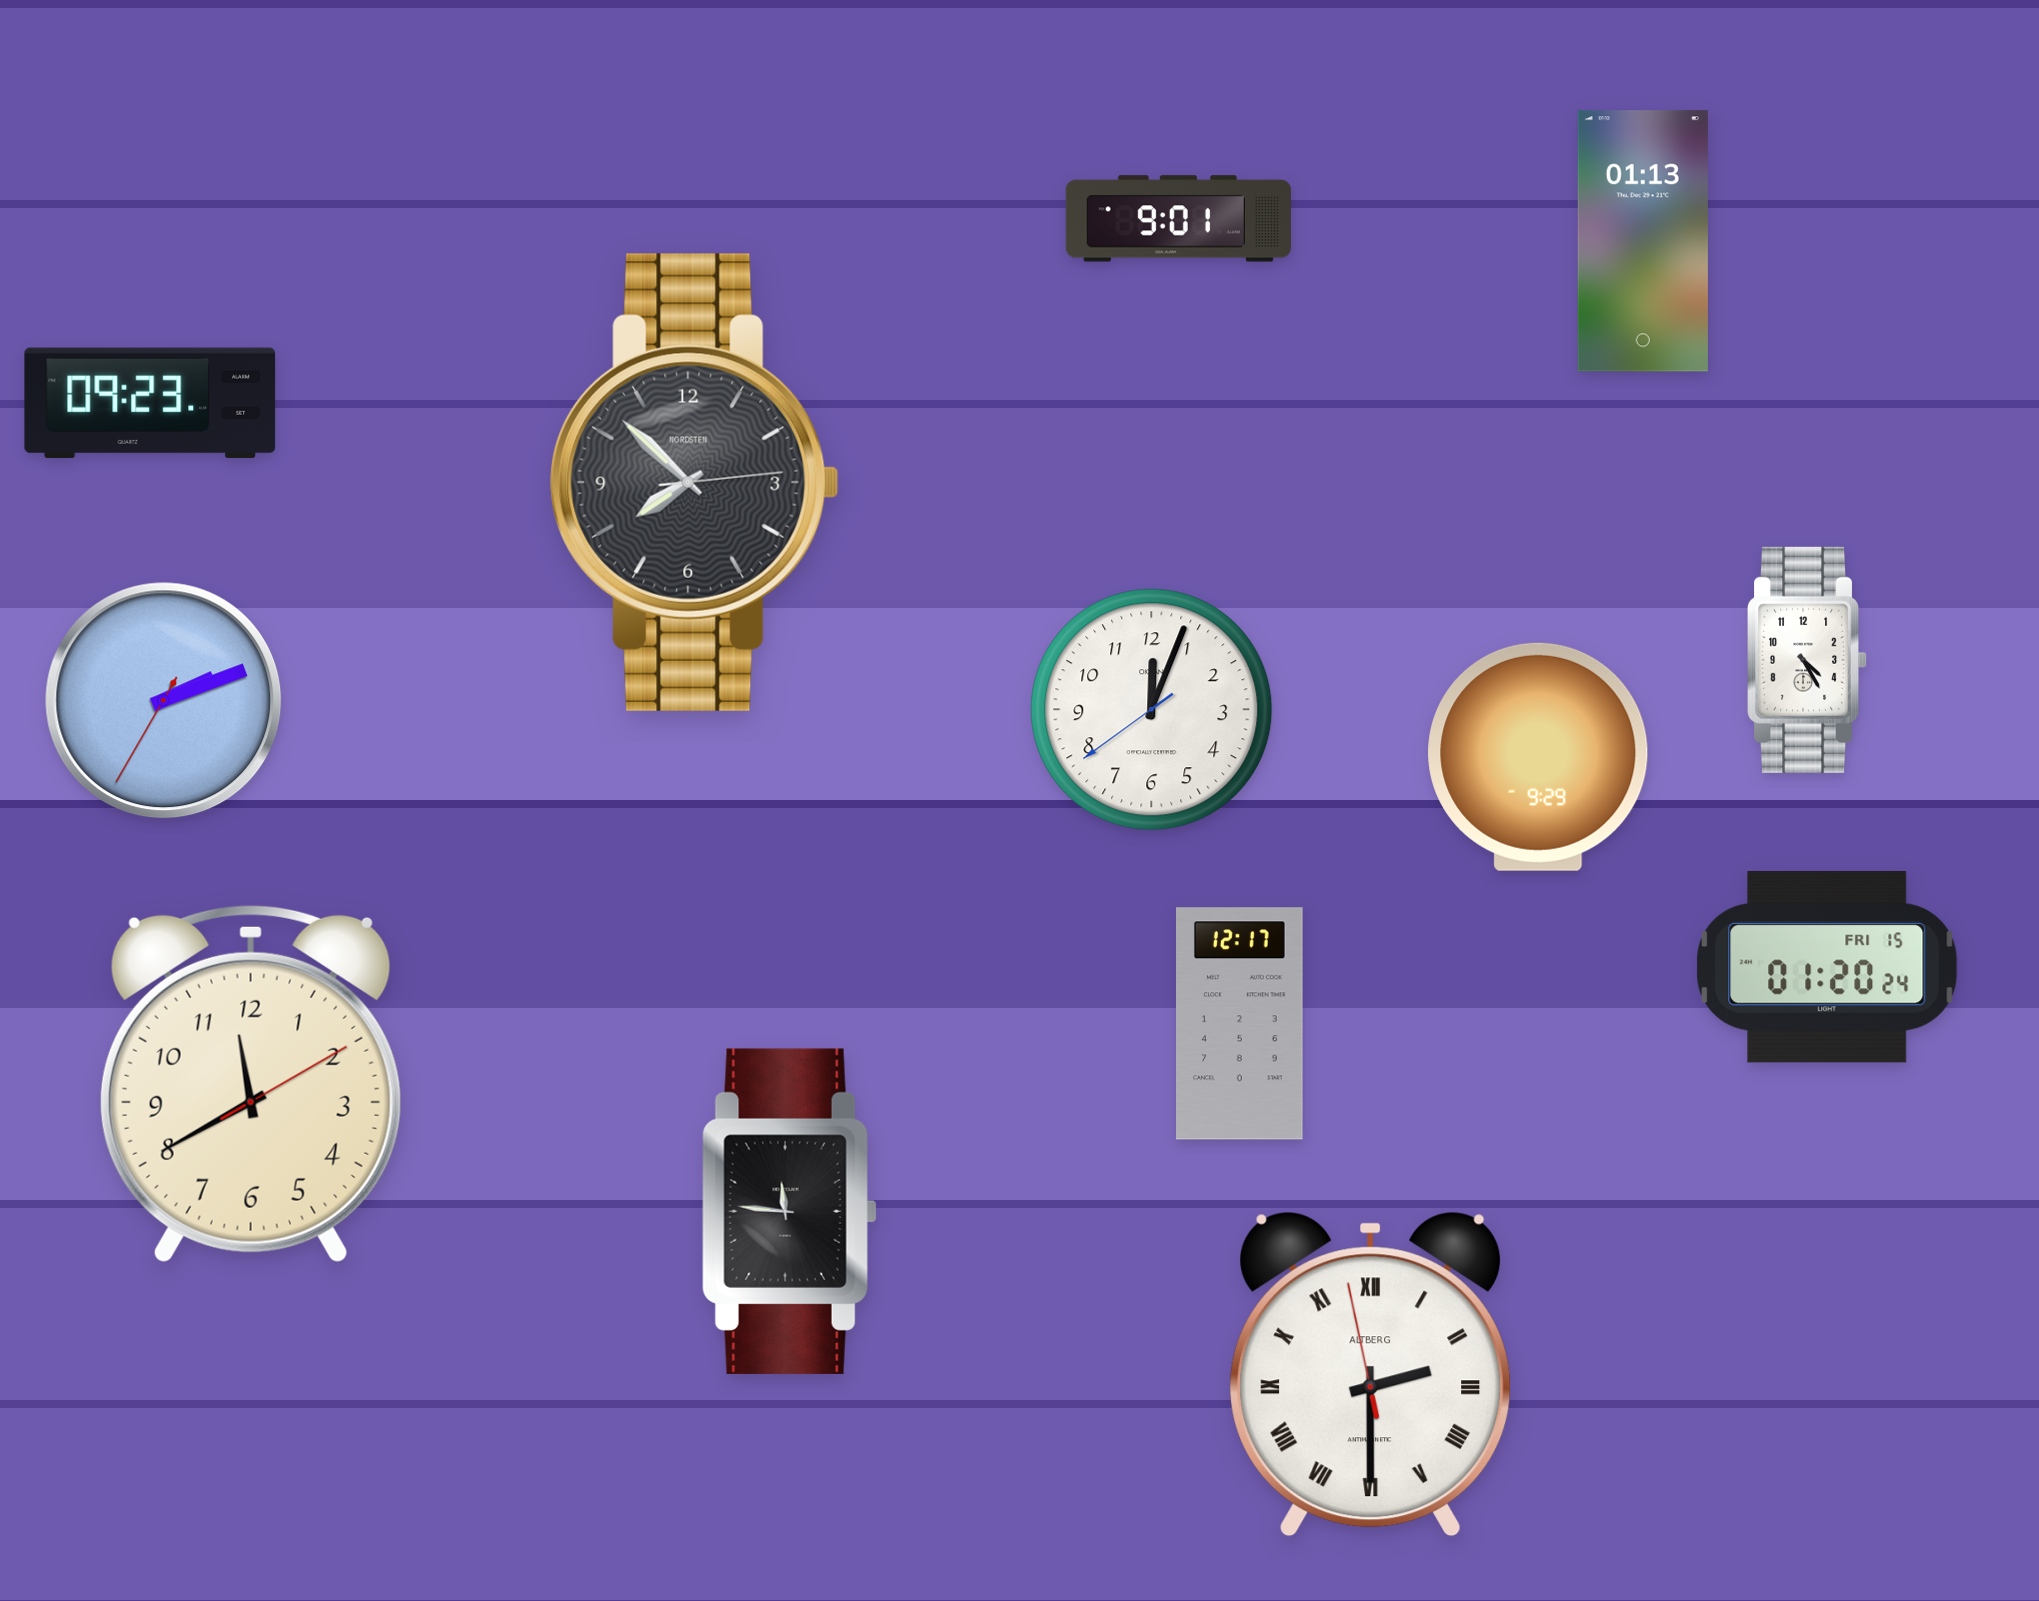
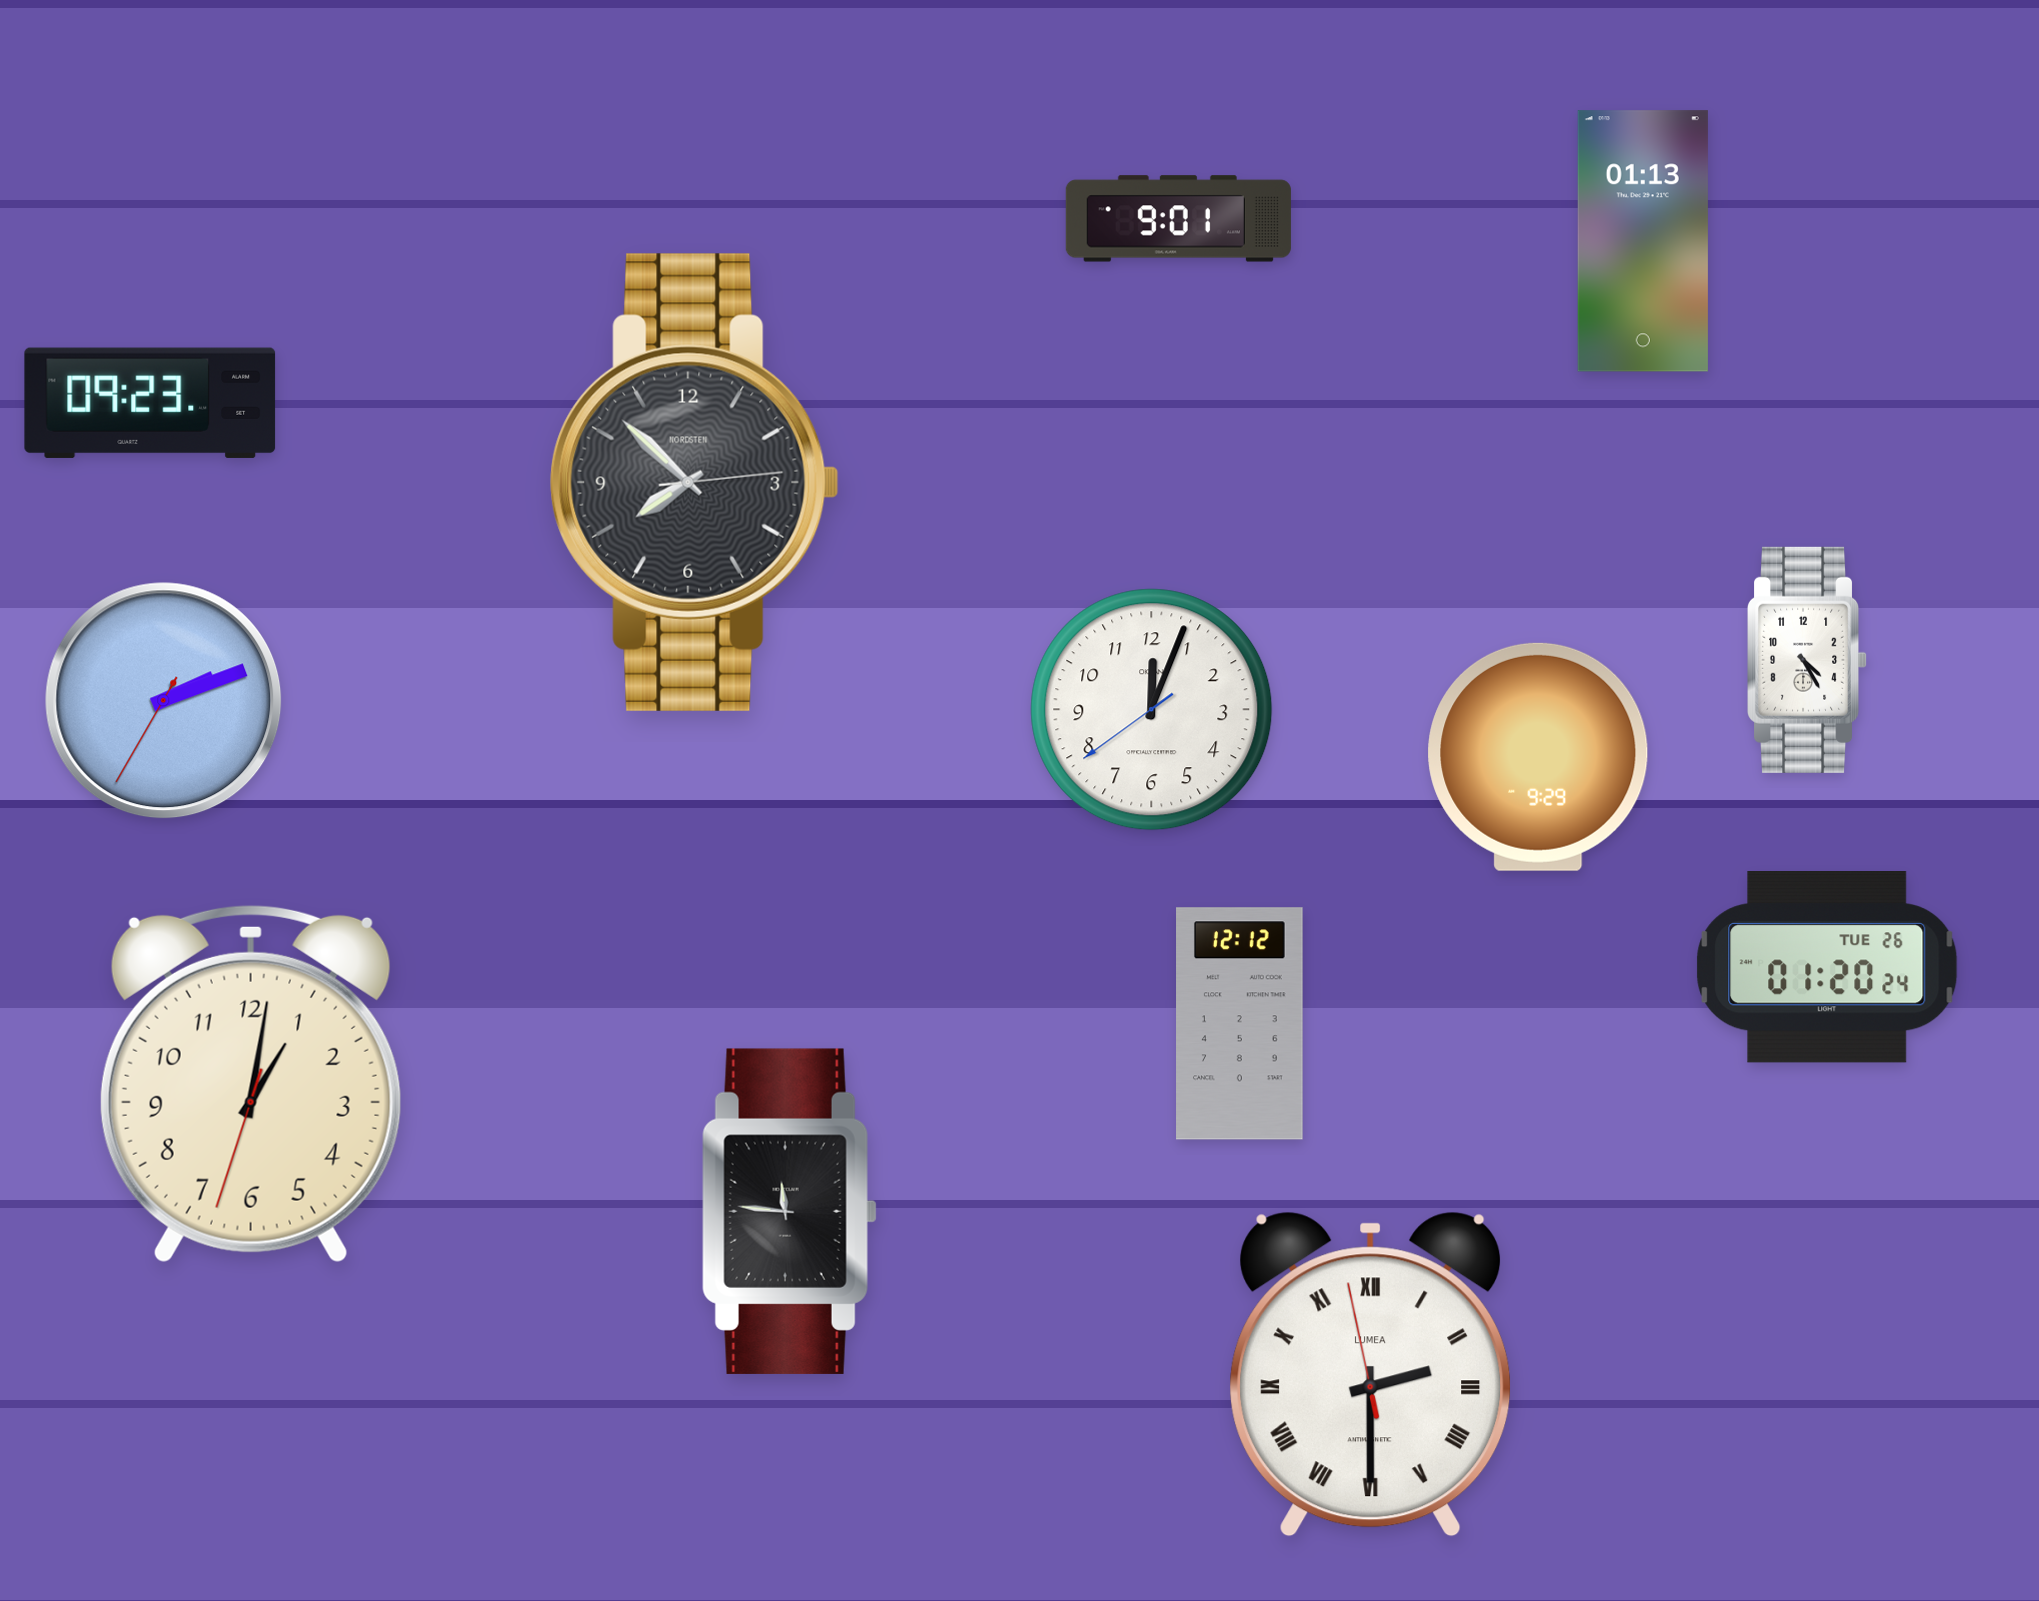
clock at (1827, 968) date: FRI 15 -> TUE 26
clock at (1240, 1024): 12:17 -> 12:12
clock at (251, 1084): 11:40 -> 1:01
clock at (1371, 1374) brand: ALTBERG -> LUMEA
